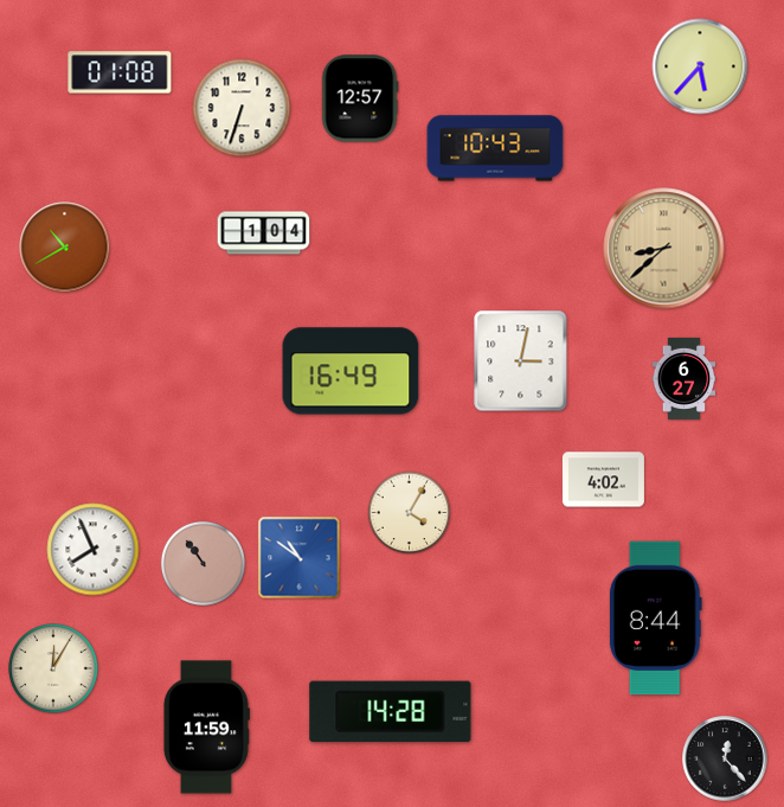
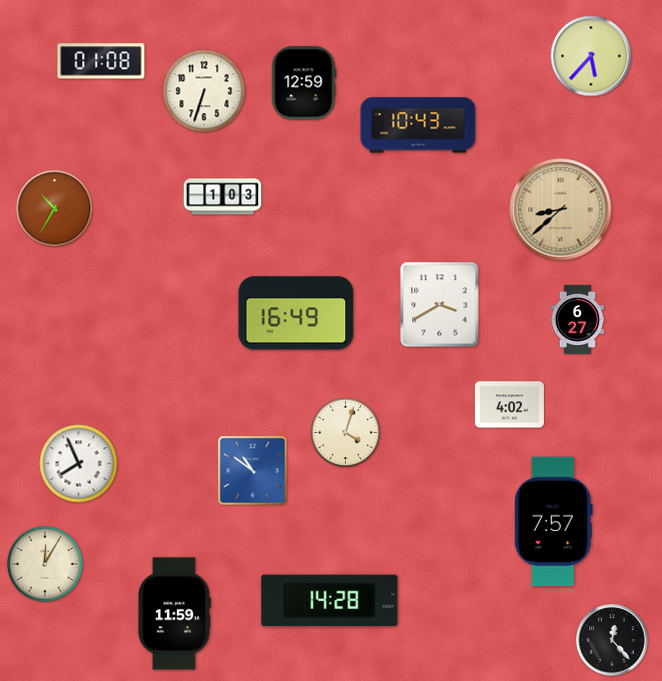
clock at (360, 98): 12:57 -> 12:59
clock at (264, 233): 1:04 -> 1:03
clock at (65, 248): 10:40 -> 10:35
clock at (521, 361): 3:02 -> 3:40
clock at (410, 513): 4:05 -> 4:03
clock at (203, 563): 10:54 -> none
clock at (655, 619): 8:44 -> 7:57
